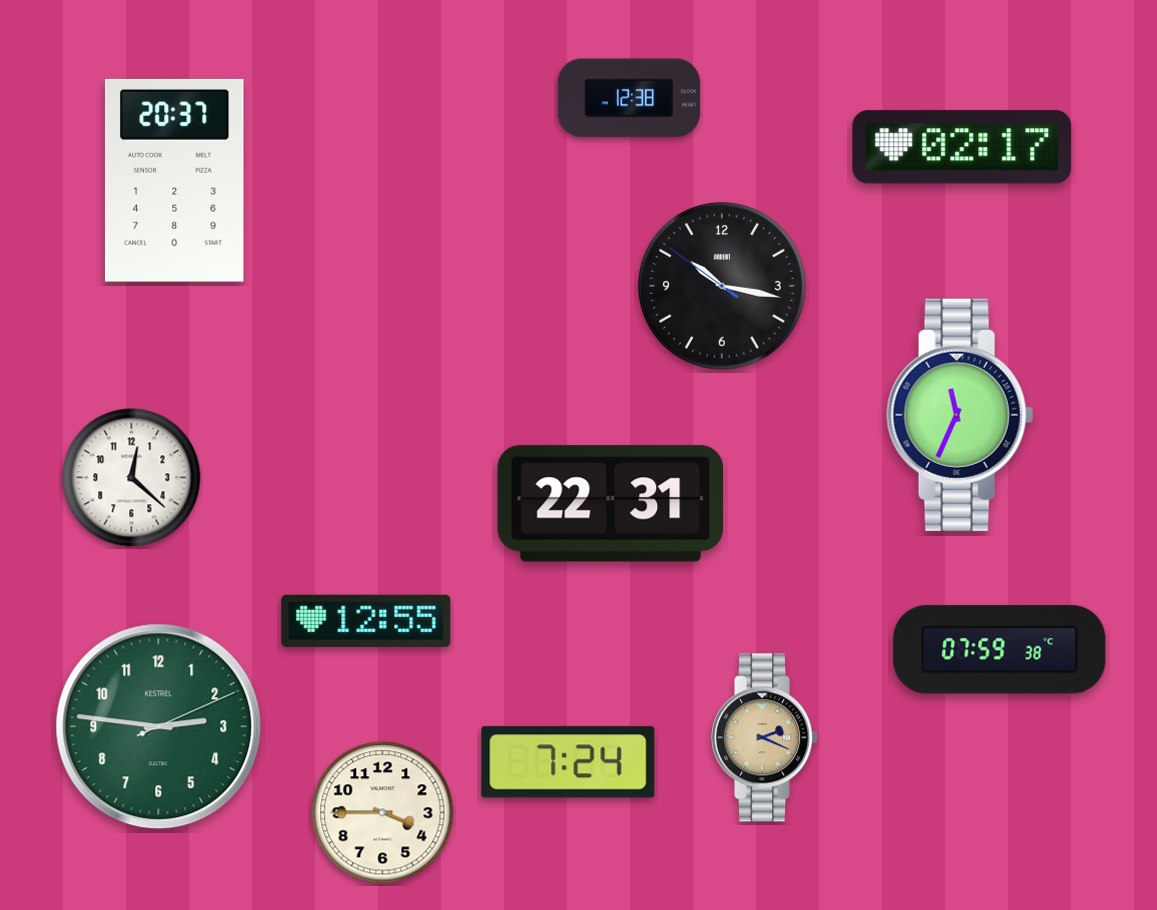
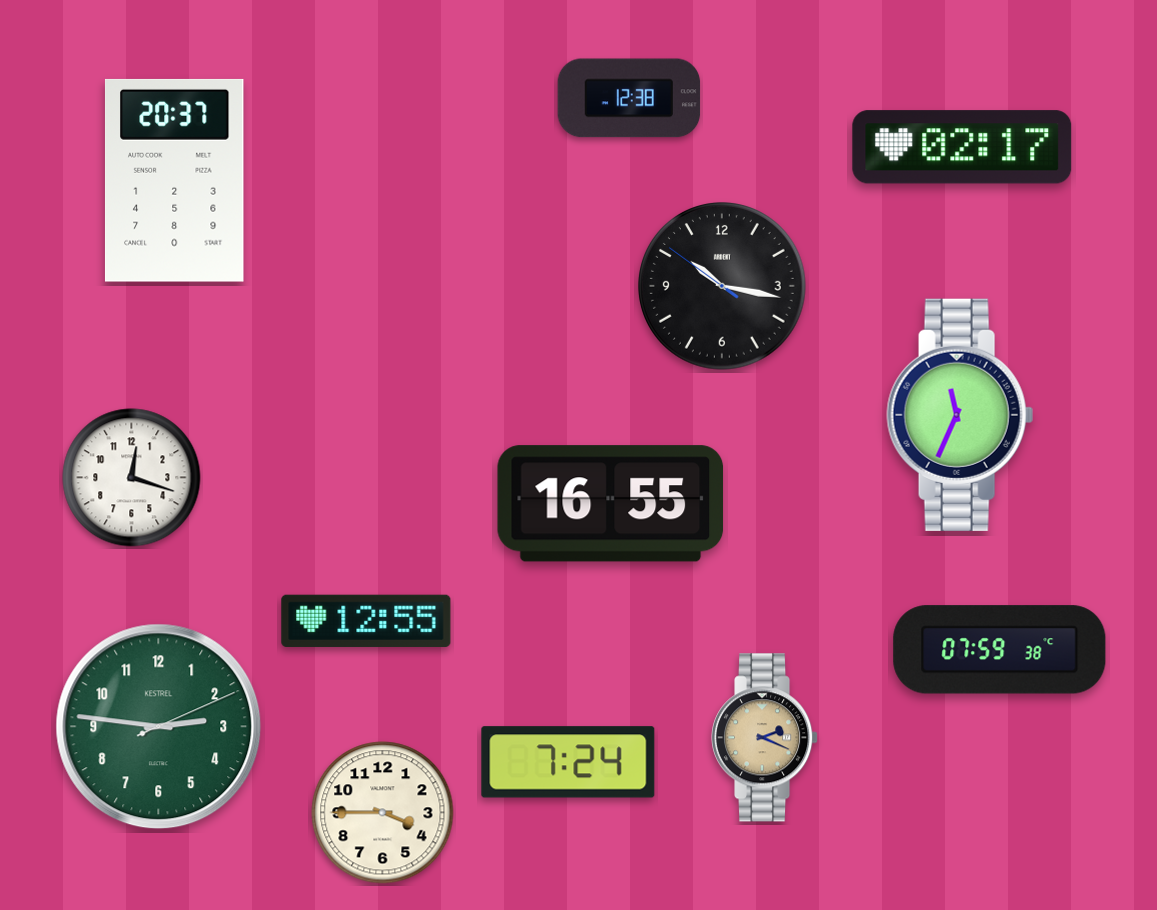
clock at (132, 478): 12:22 -> 12:18
clock at (611, 504): 22:31 -> 16:55
